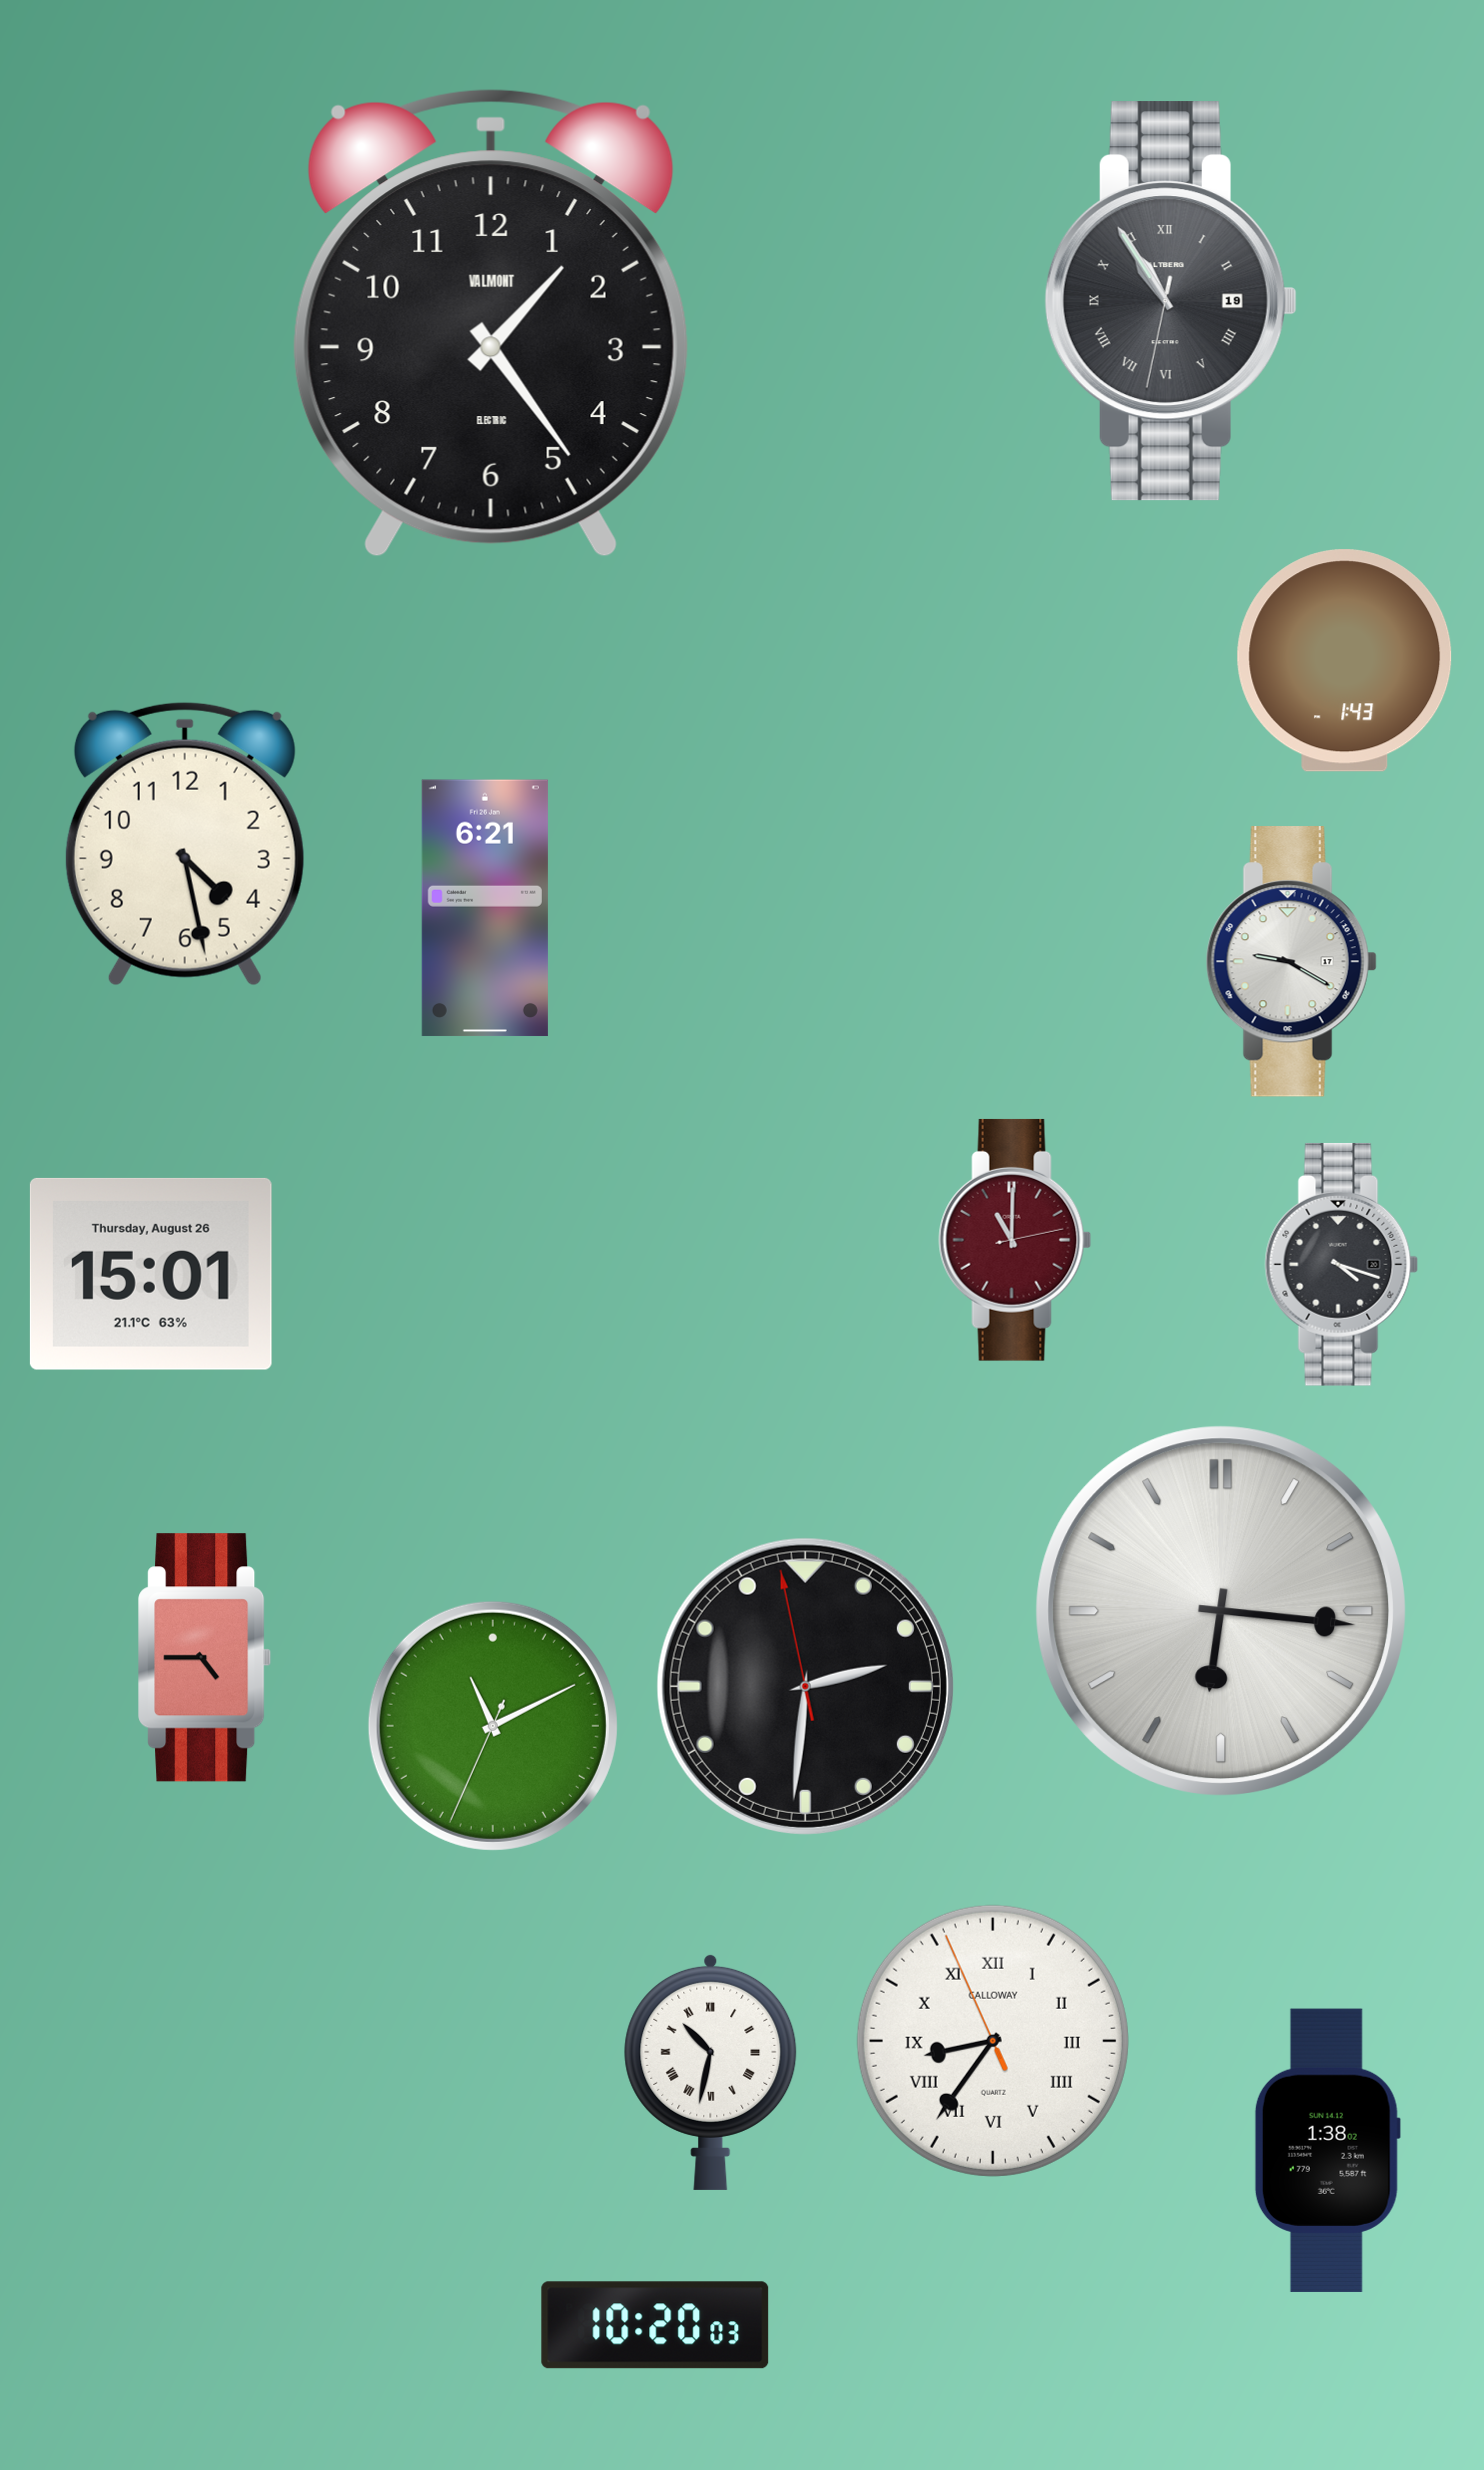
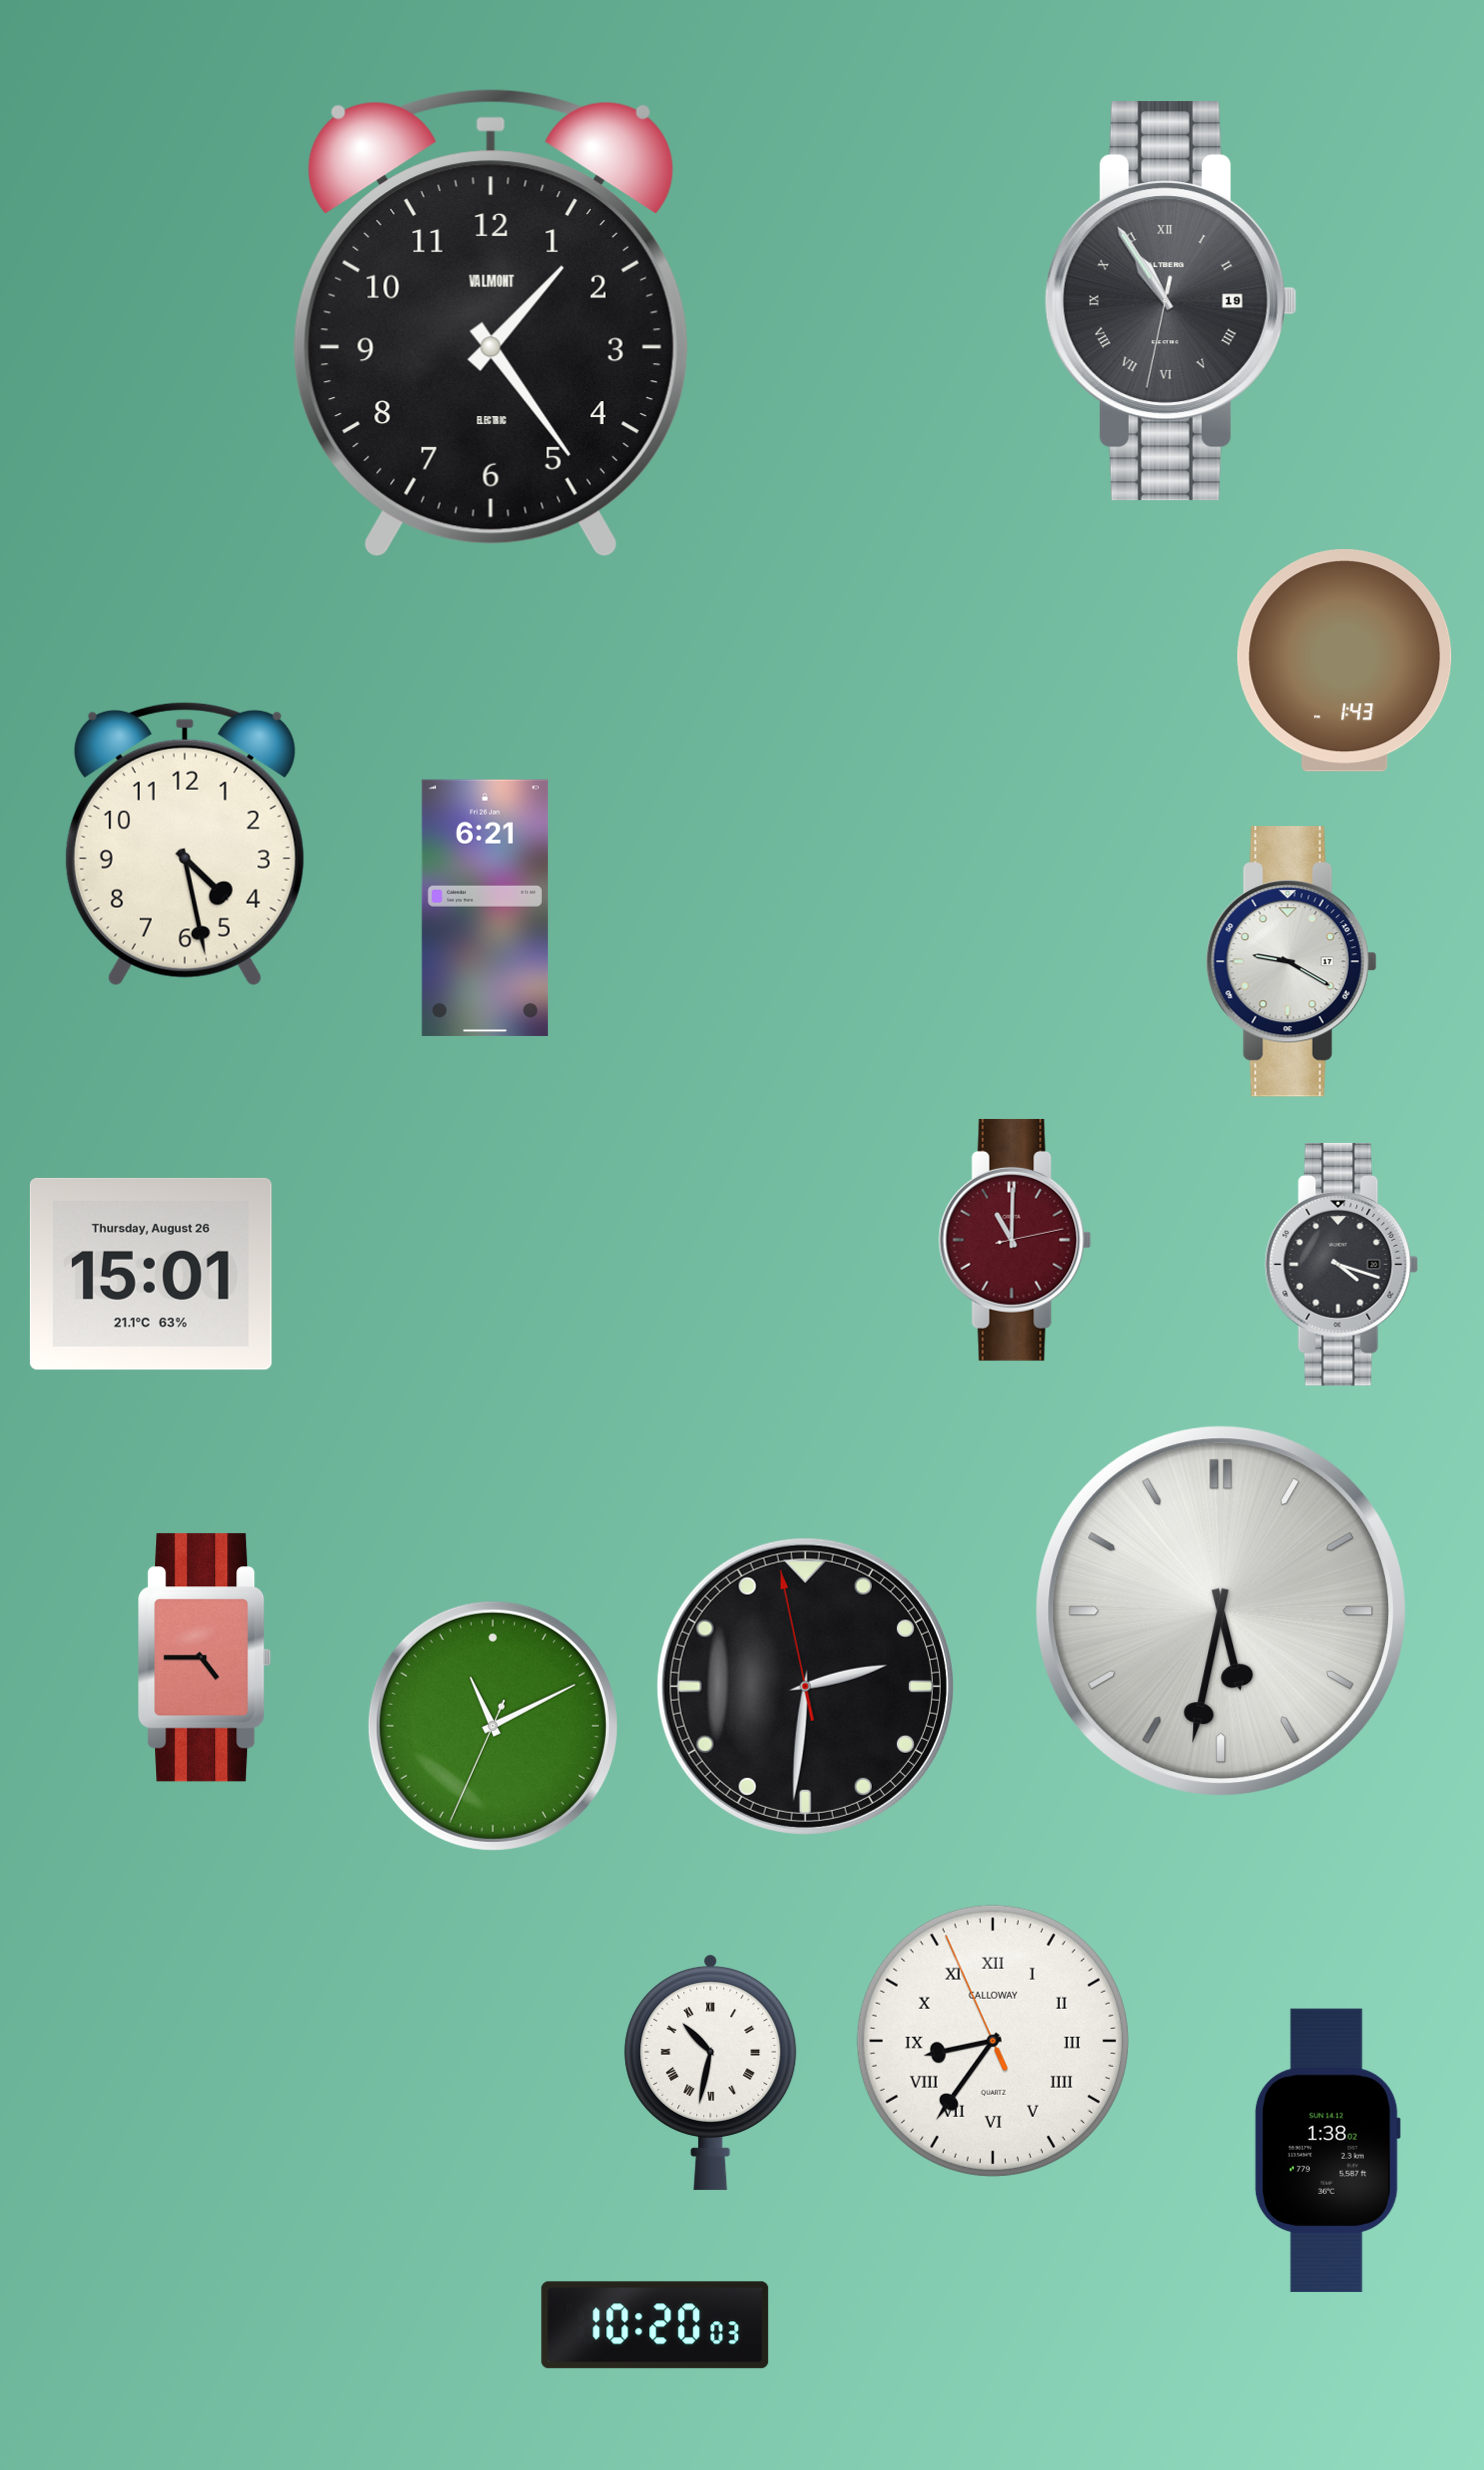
clock at (1220, 1610): 6:16 -> 5:32
